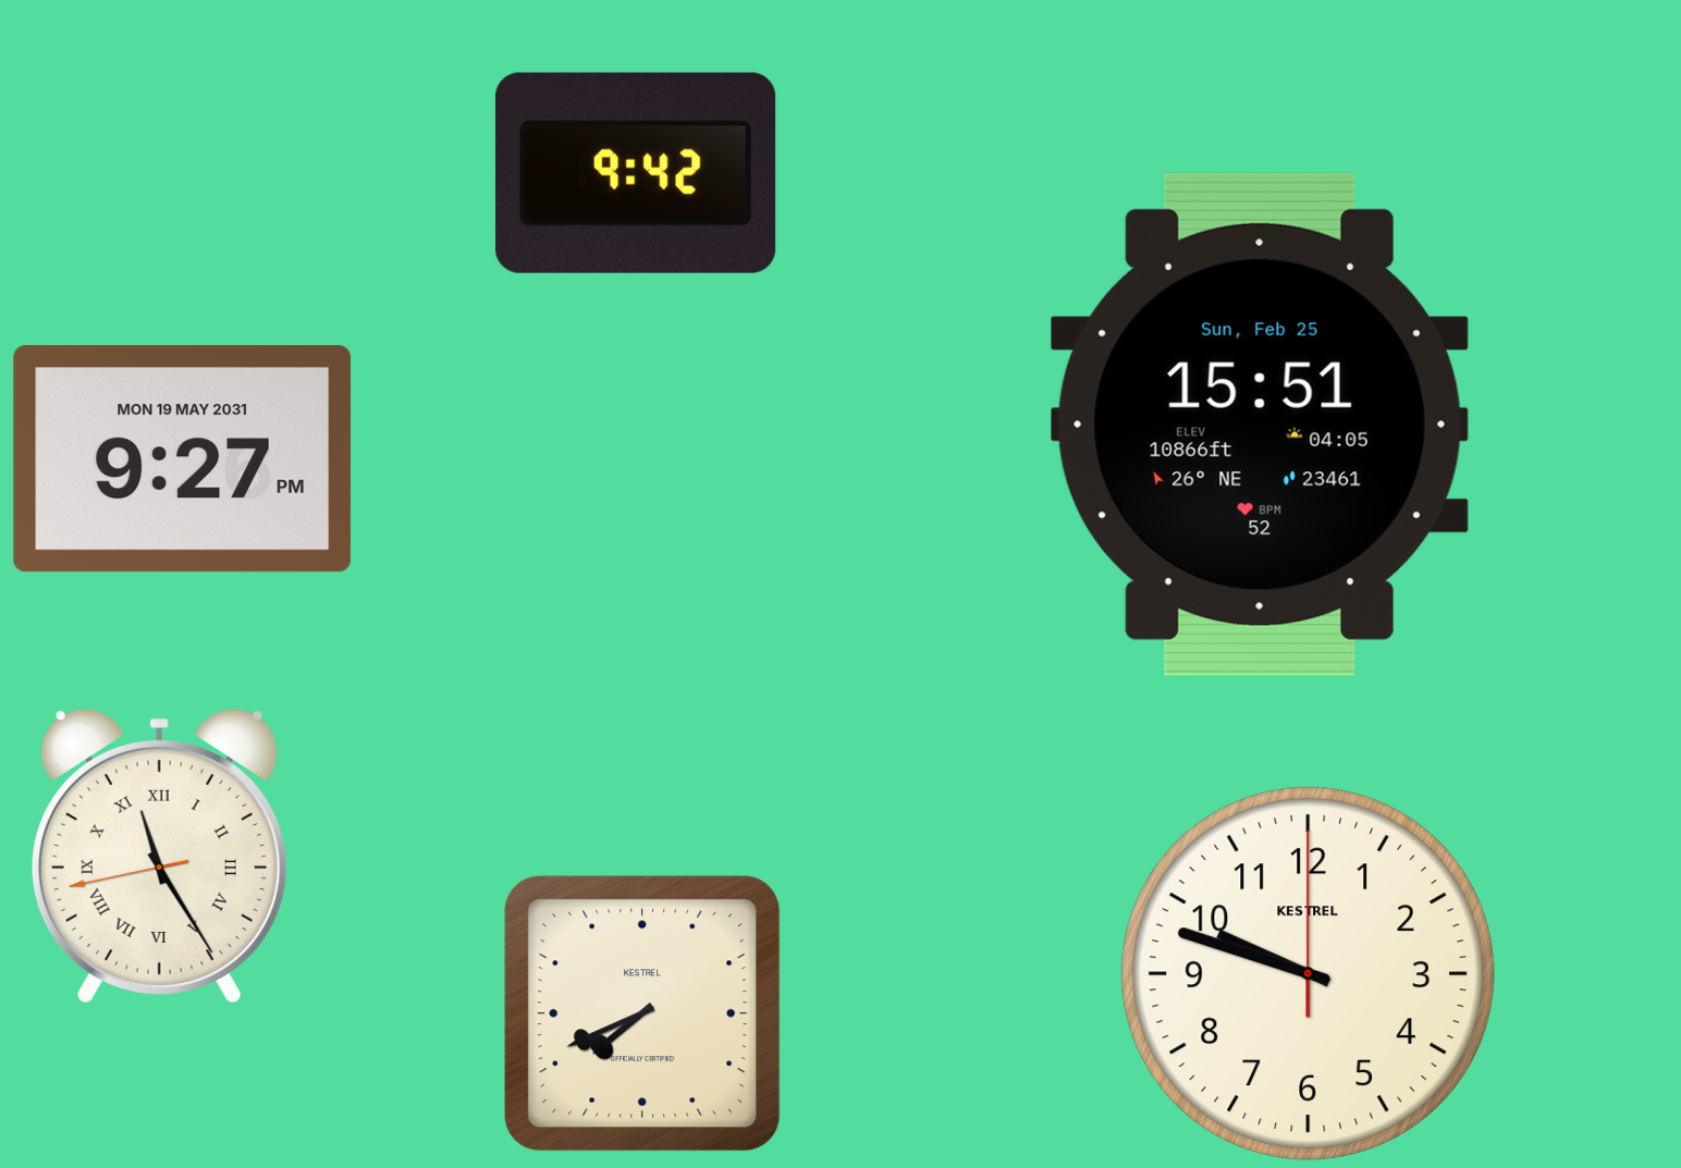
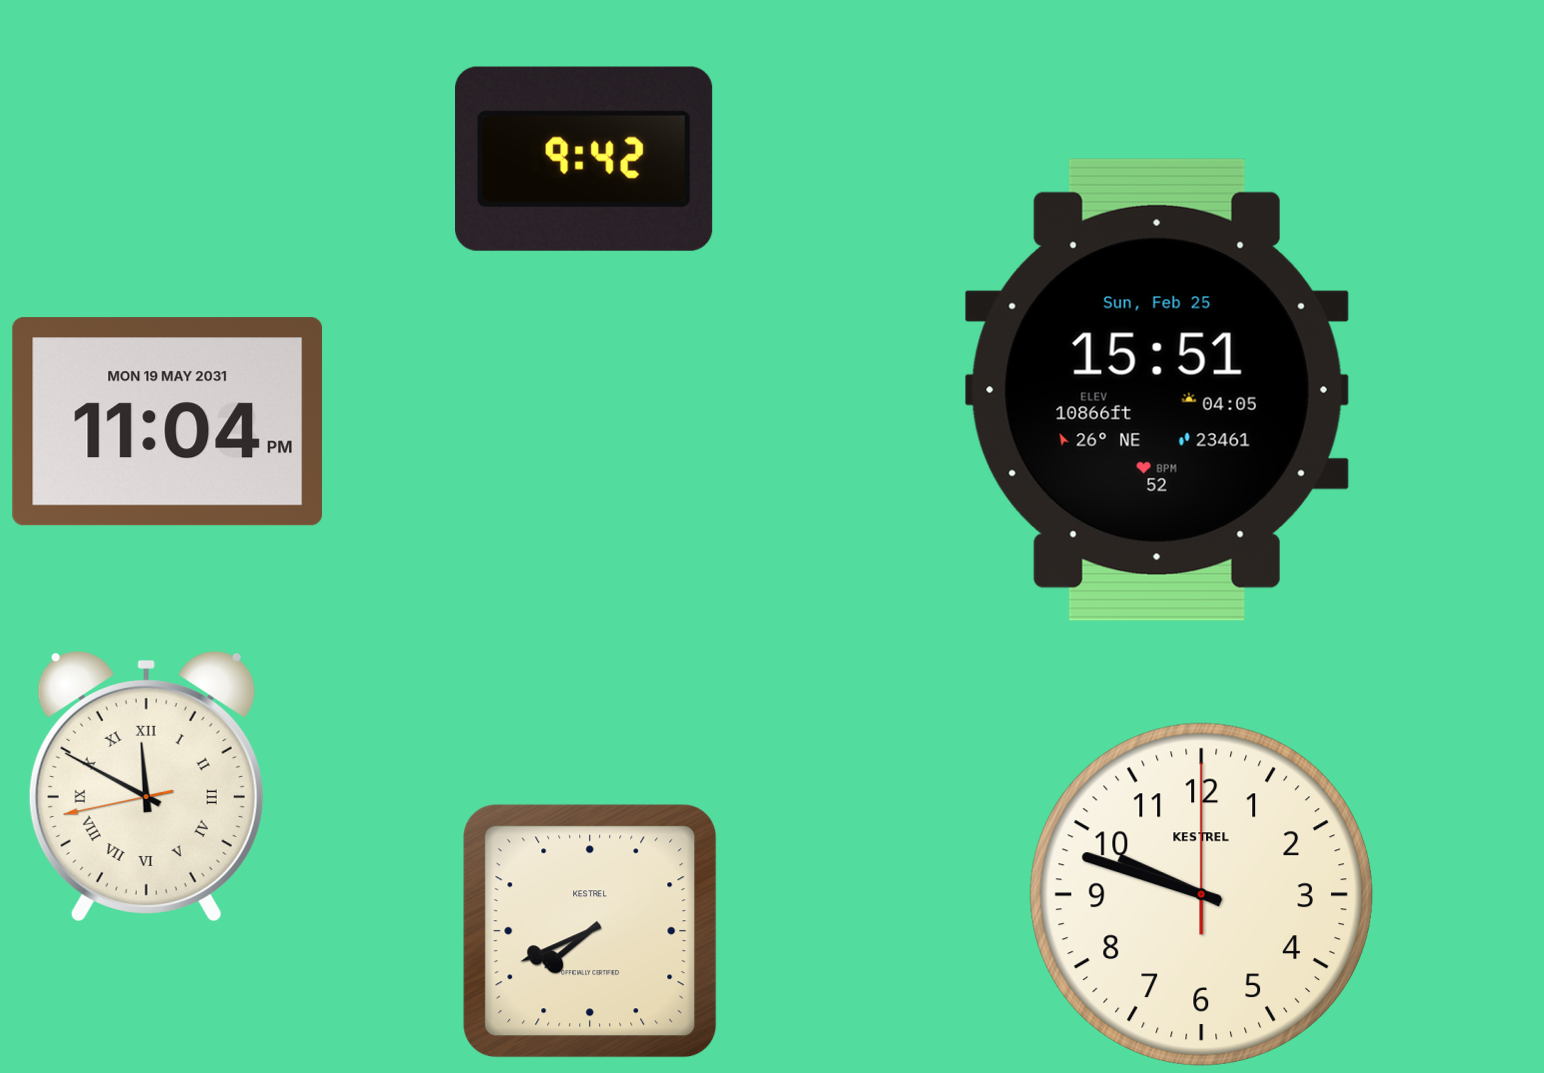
clock at (183, 459): 9:27 -> 11:04
clock at (159, 856): 11:24 -> 11:49
